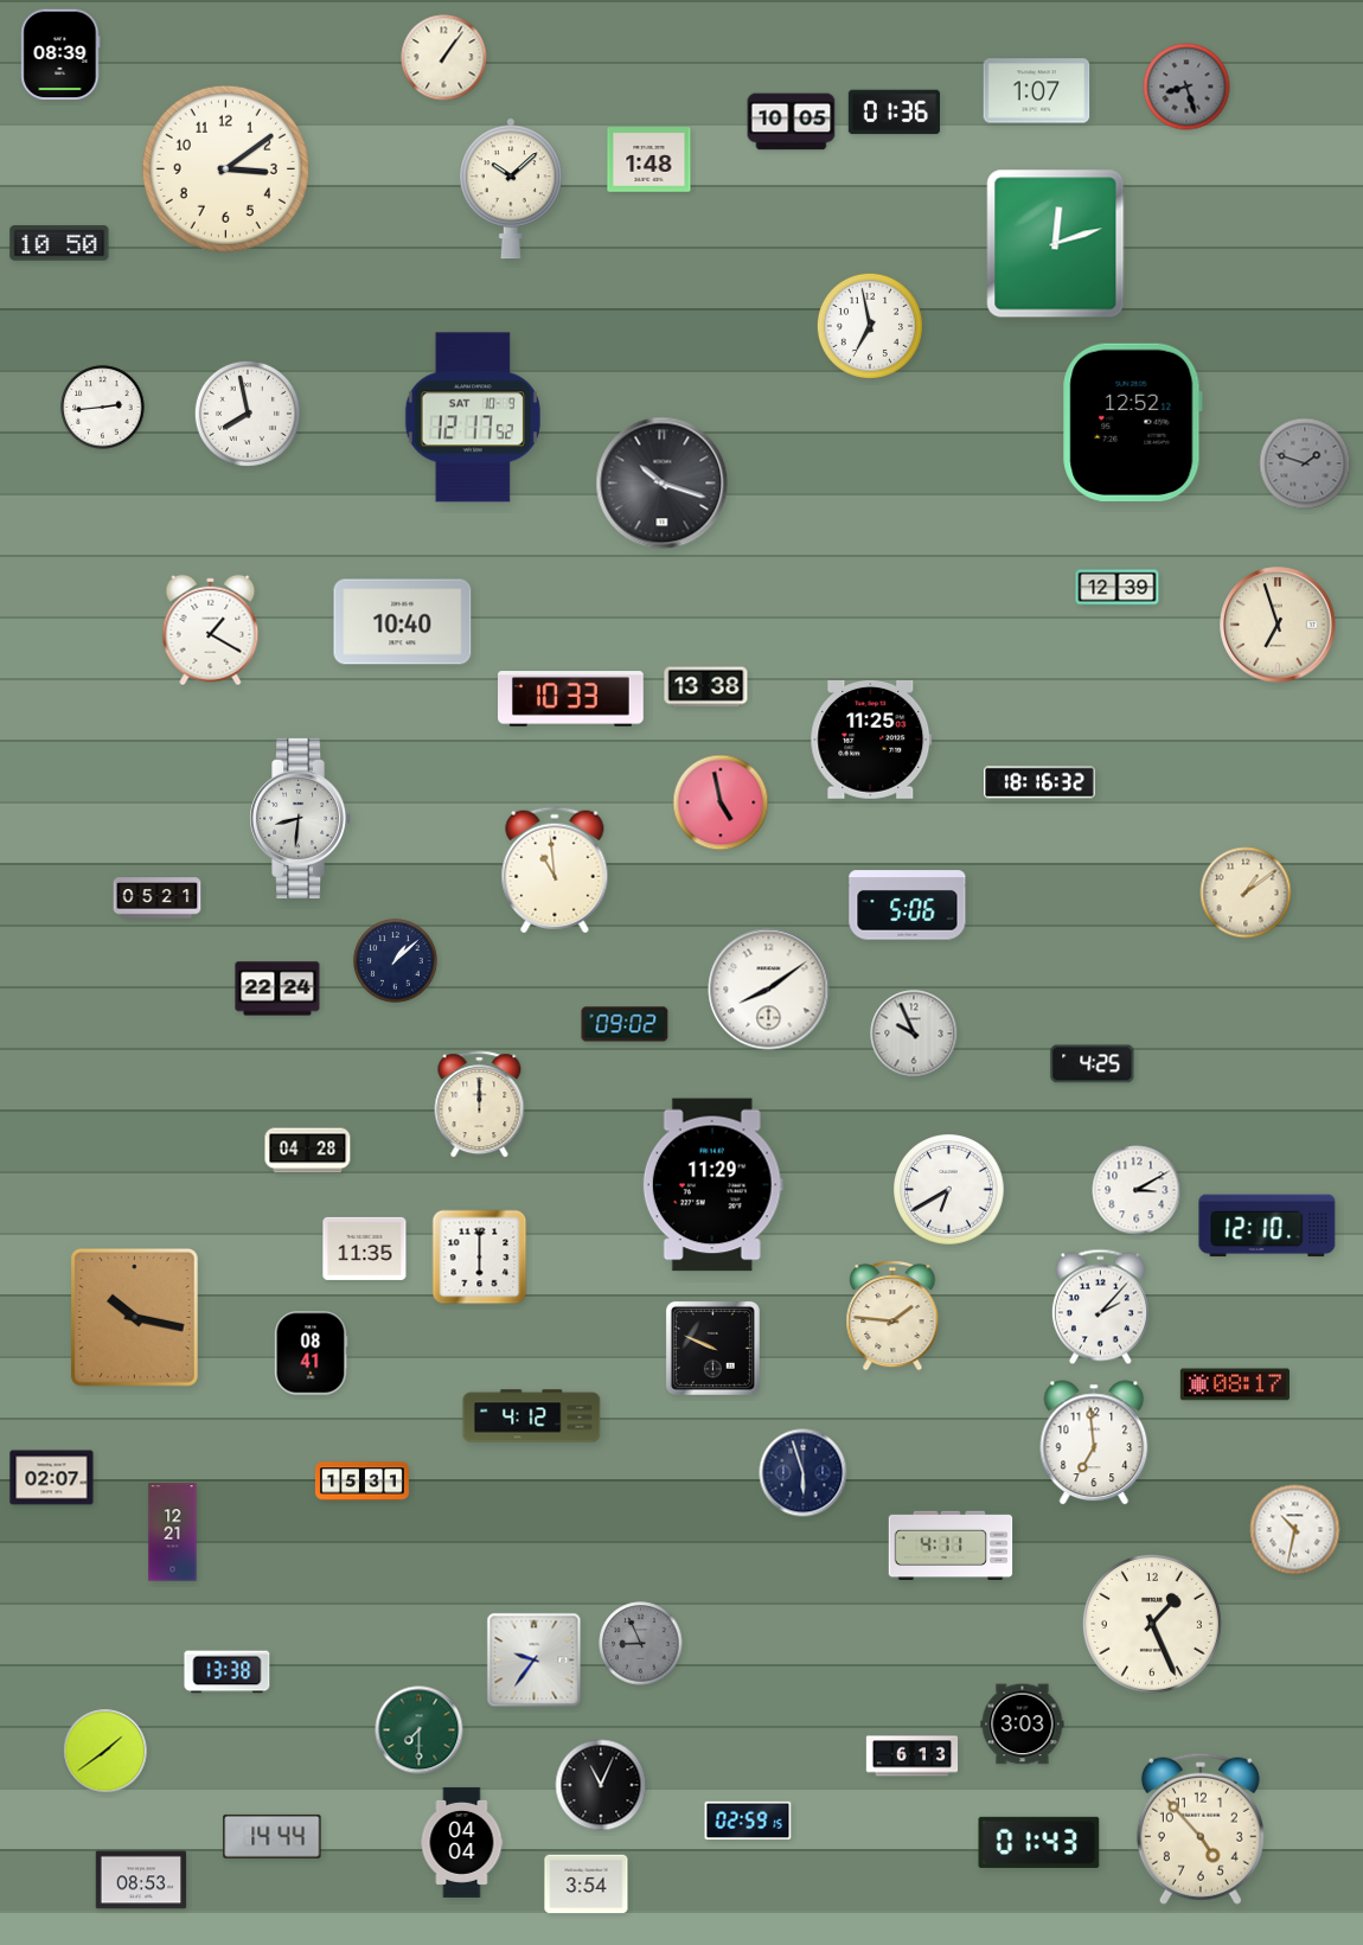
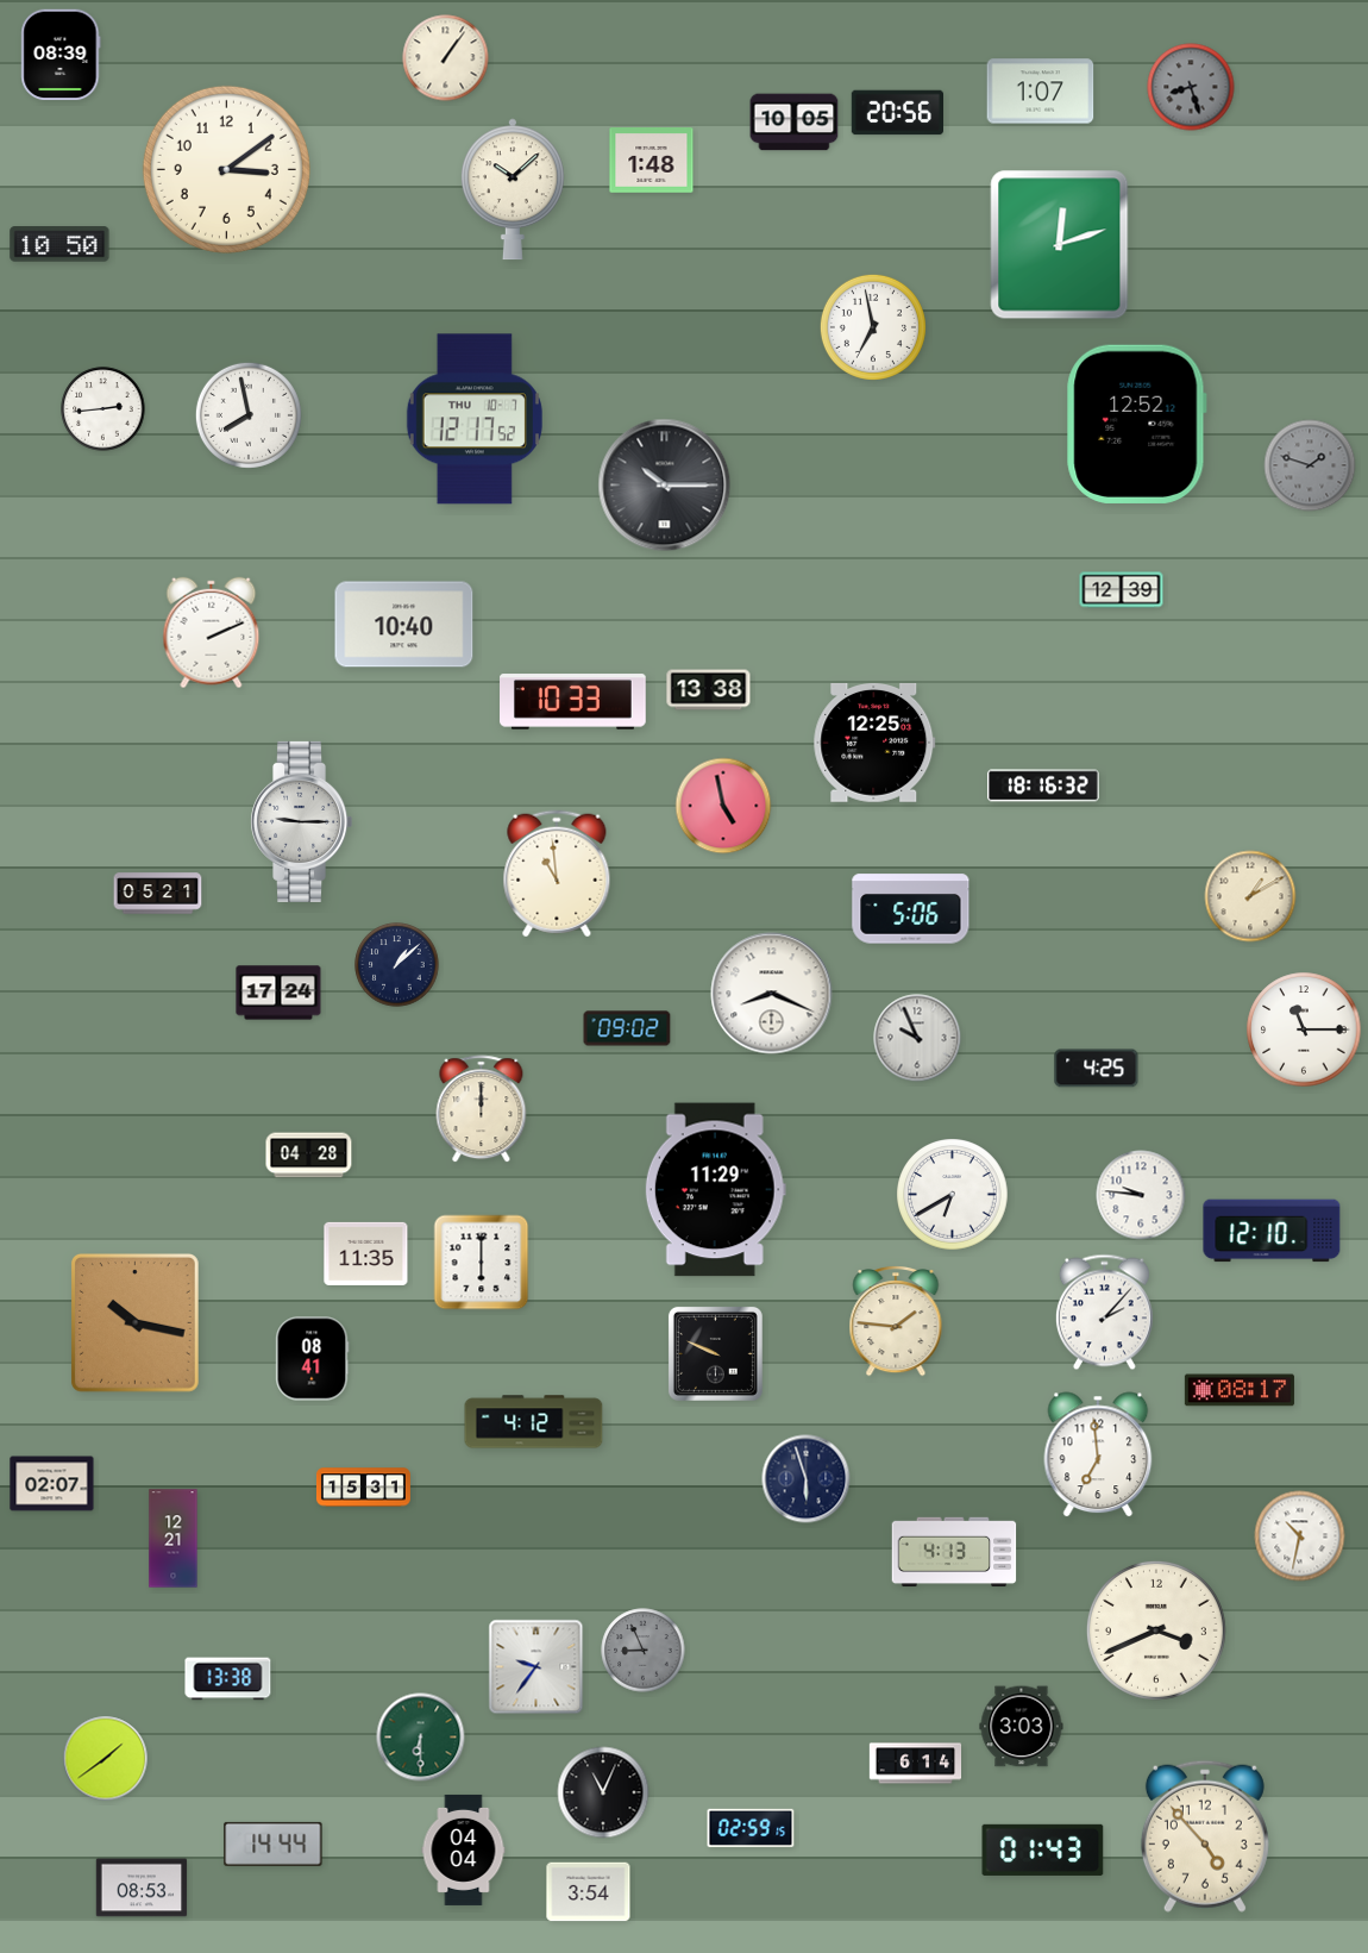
clock at (894, 113): 01:36 -> 20:56
clock at (473, 417) date: SAT 10-9 -> THU 10-7
clock at (663, 484): 10:18 -> 10:15
clock at (1278, 625): 6:57 -> none
clock at (211, 631): 1:20 -> 2:11
clock at (871, 740): 11:25 -> 12:25
clock at (301, 818): 8:31 -> 9:15
clock at (1246, 892): 1:09 -> 1:10
clock at (158, 898) position: (158, 898) -> (158, 894)
clock at (277, 989): 22:24 -> 17:24
clock at (769, 990): 8:09 -> 8:19
clock at (1304, 1029): none -> 11:15
clock at (1137, 1190): 3:10 -> 9:46
clock at (1094, 1442) position: (1094, 1442) -> (1098, 1454)
clock at (951, 1546): 4:11 -> 4:13
clock at (1152, 1624): 1:26 -> 3:41
clock at (1023, 1725) position: (1023, 1725) -> (1022, 1727)
clock at (420, 1730): 7:30 -> 6:30
clock at (913, 1757): 6:13 -> 6:14
